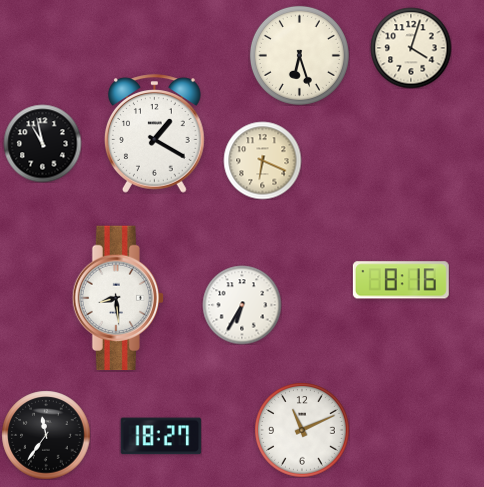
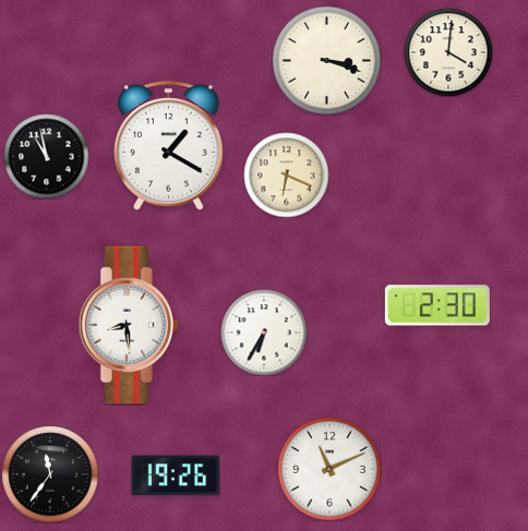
clock at (411, 48): 4:03 -> 4:01
clock at (299, 55): 6:27 -> 3:18
clock at (401, 280): 8:16 -> 2:30
clock at (161, 436): 18:27 -> 19:26
